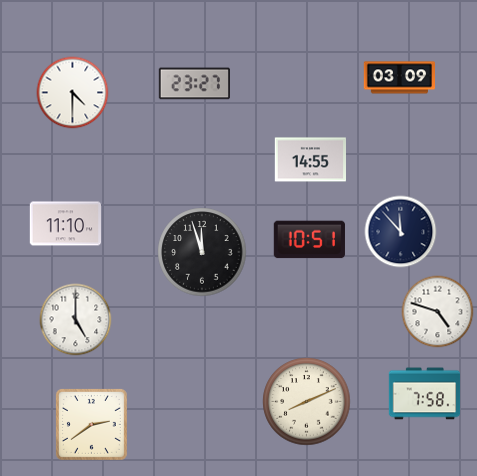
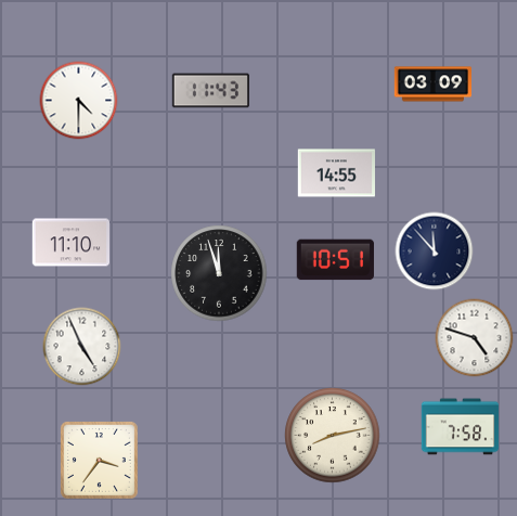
clock at (194, 84): 23:27 -> 11:43
clock at (76, 320): 5:00 -> 4:56
clock at (307, 402): 8:11 -> 8:13
clock at (91, 424): 2:39 -> 3:36
